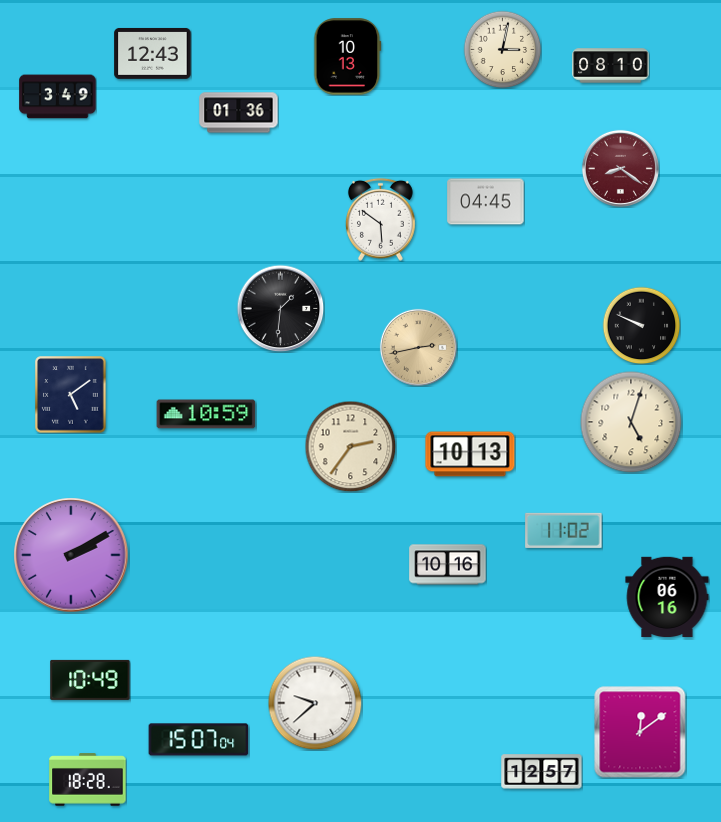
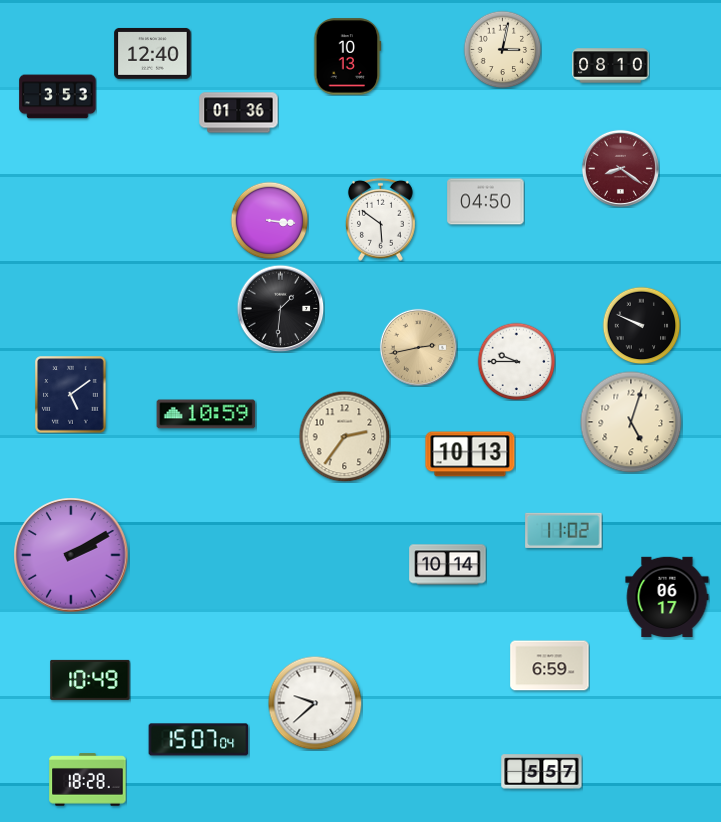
clock at (153, 53): 12:43 -> 12:40
clock at (58, 97): 3:49 -> 3:53
clock at (486, 202): 04:45 -> 04:50
clock at (269, 220): none -> 3:16
clock at (516, 361): none -> 9:45
clock at (350, 446) position: (350, 446) -> (344, 436)
clock at (448, 565): 10:16 -> 10:14
clock at (667, 596): 06:16 -> 06:17
clock at (550, 666): none -> 6:59
clock at (640, 732): 12:09 -> none
clock at (542, 772): 12:57 -> 5:57
